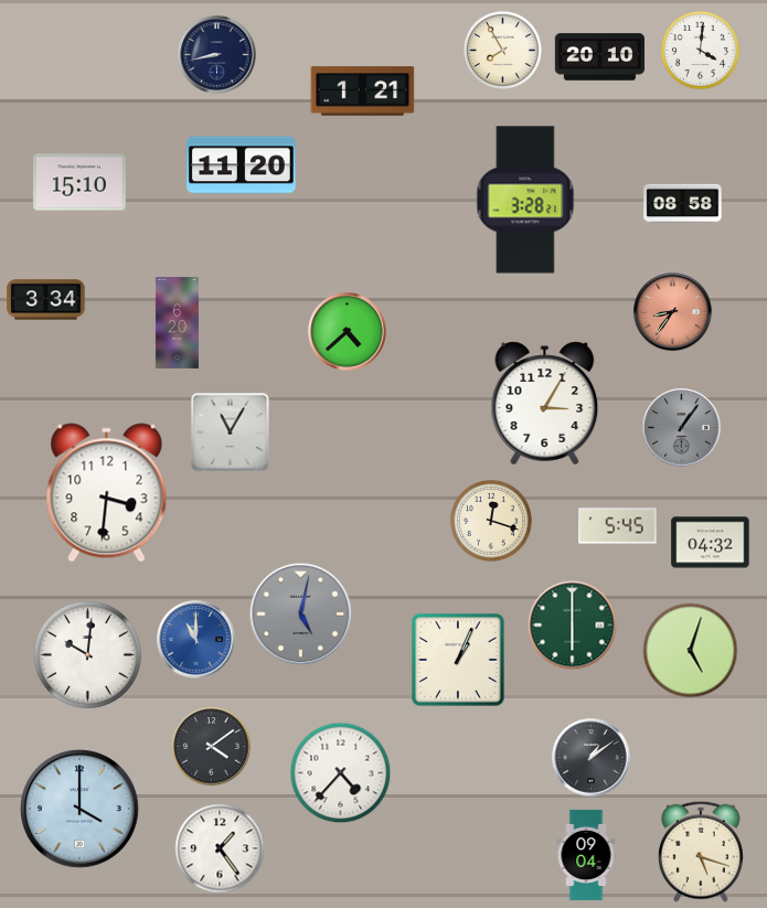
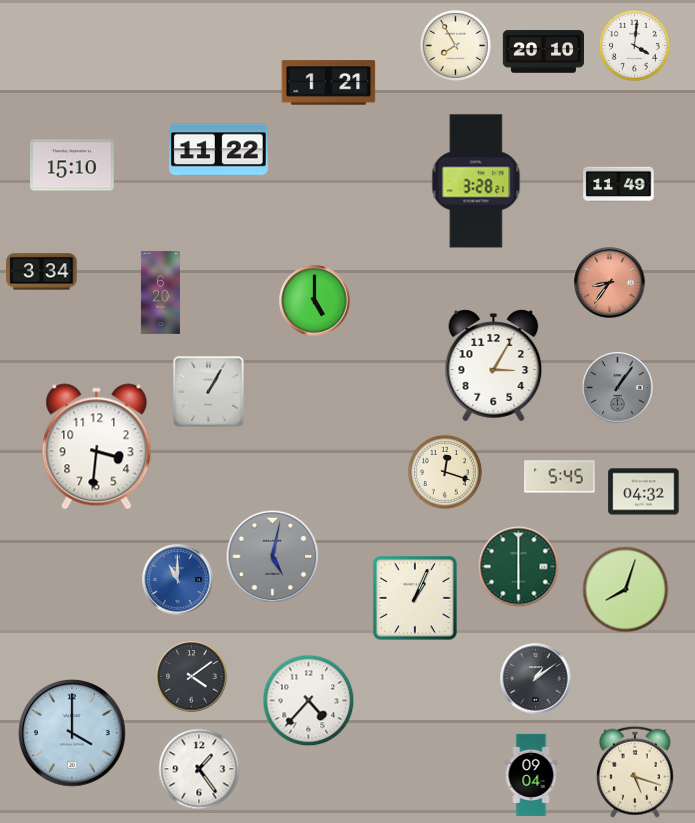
clock at (217, 55): 8:43 -> none
clock at (242, 165): 11:20 -> 11:22
clock at (683, 204): 08:58 -> 11:49
clock at (348, 332): 4:38 -> 5:00
clock at (231, 432): 11:05 -> 1:05
clock at (691, 651): 5:03 -> 8:03
clock at (87, 654): 10:01 -> none
clock at (592, 758) position: (592, 758) -> (536, 679)
